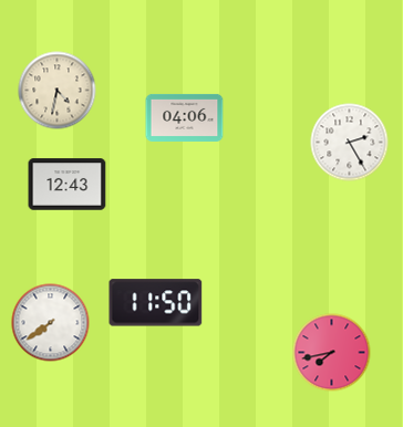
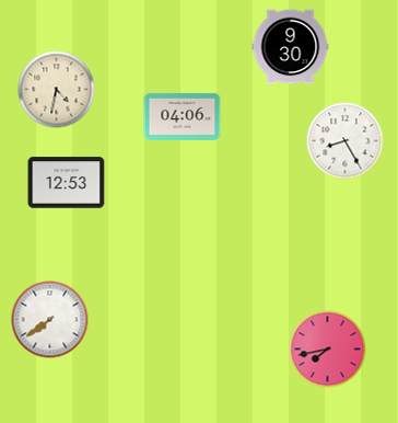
clock at (291, 47): none -> 9:30
clock at (350, 143): 2:25 -> 8:25
clock at (68, 185): 12:43 -> 12:53
clock at (156, 303): 11:50 -> none
